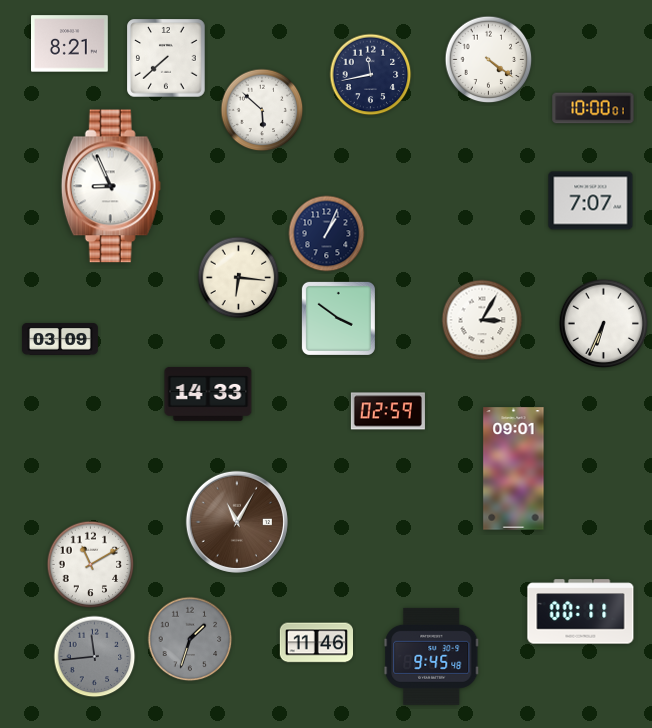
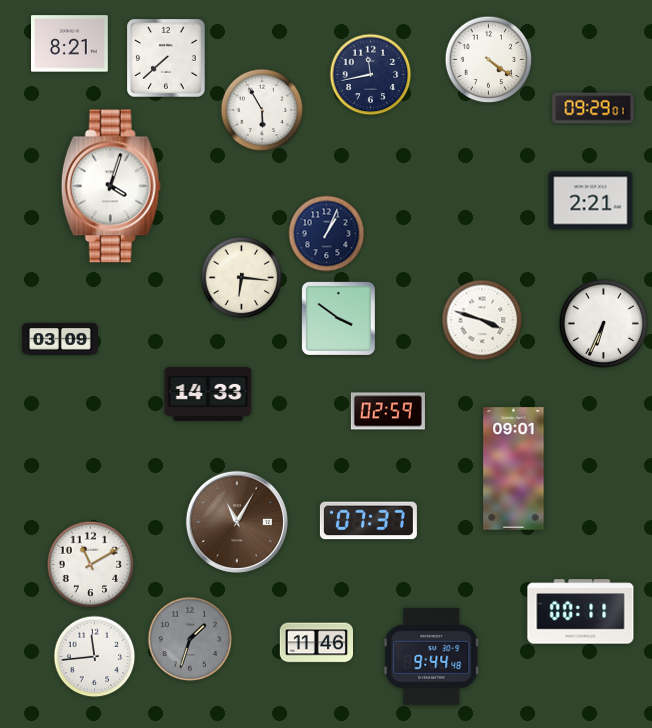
clock at (593, 108): 10:00 -> 09:29
clock at (262, 110): 5:52 -> 5:55
clock at (111, 186): 8:56 -> 4:03
clock at (591, 201): 7:07 -> 2:21
clock at (239, 278) position: (239, 278) -> (242, 278)
clock at (482, 320): 3:05 -> 3:48
clock at (368, 521): none -> 07:37
clock at (432, 656): 9:45 -> 9:44
clock at (95, 657) dial: grey -> white
